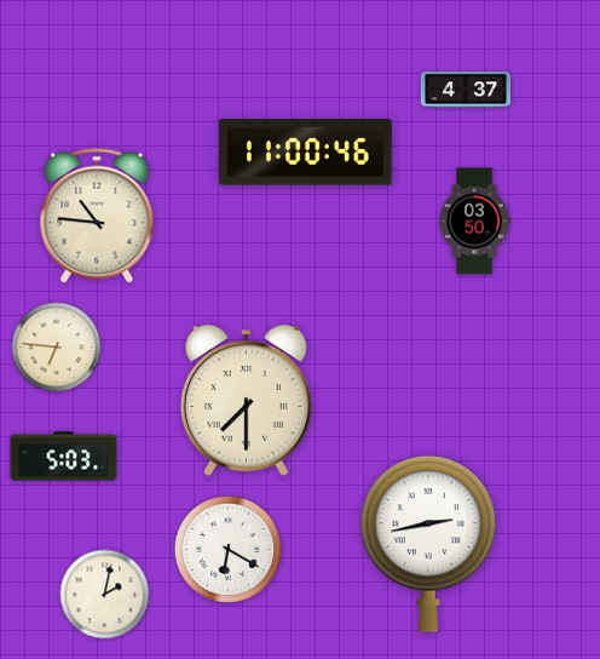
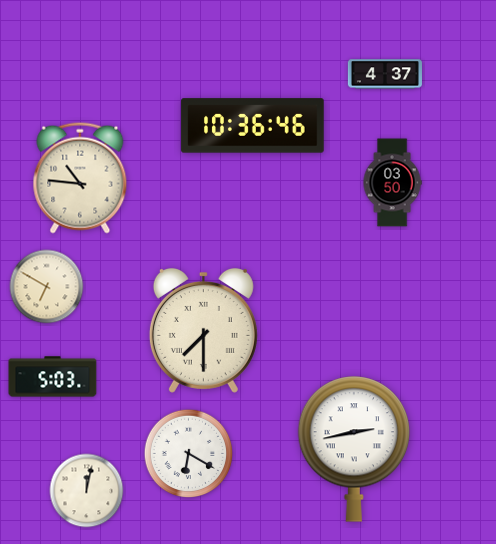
clock at (306, 153): 11:00 -> 10:36
clock at (57, 348): 6:46 -> 6:50
clock at (105, 595): 2:02 -> 12:02
